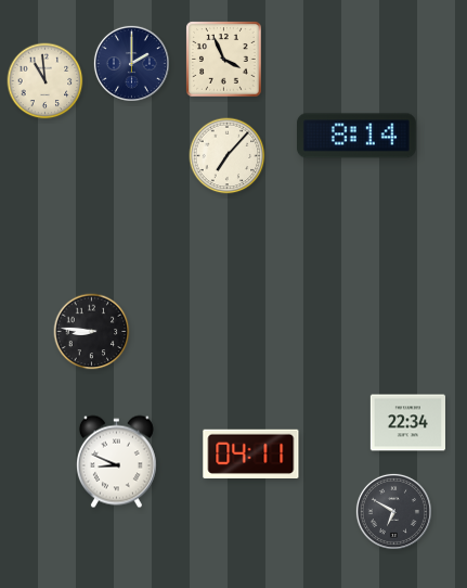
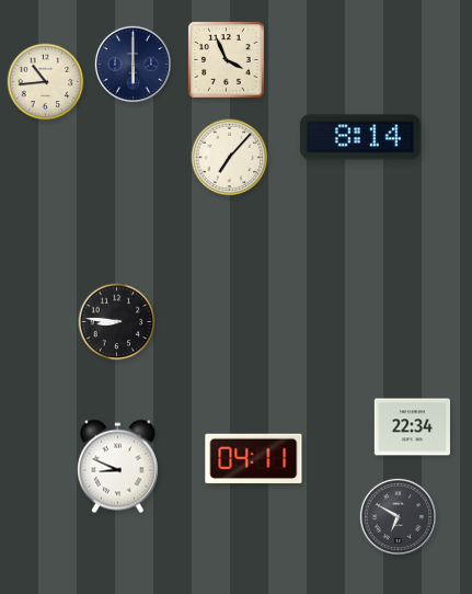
clock at (131, 63): 2:00 -> 6:00
clock at (46, 81): 10:59 -> 10:44
clock at (92, 332) position: (92, 332) -> (117, 322)
